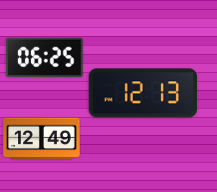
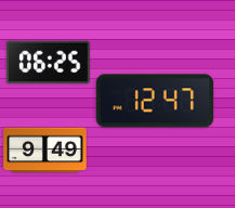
clock at (143, 93): 12:13 -> 12:47
clock at (42, 139): 12:49 -> 9:49
